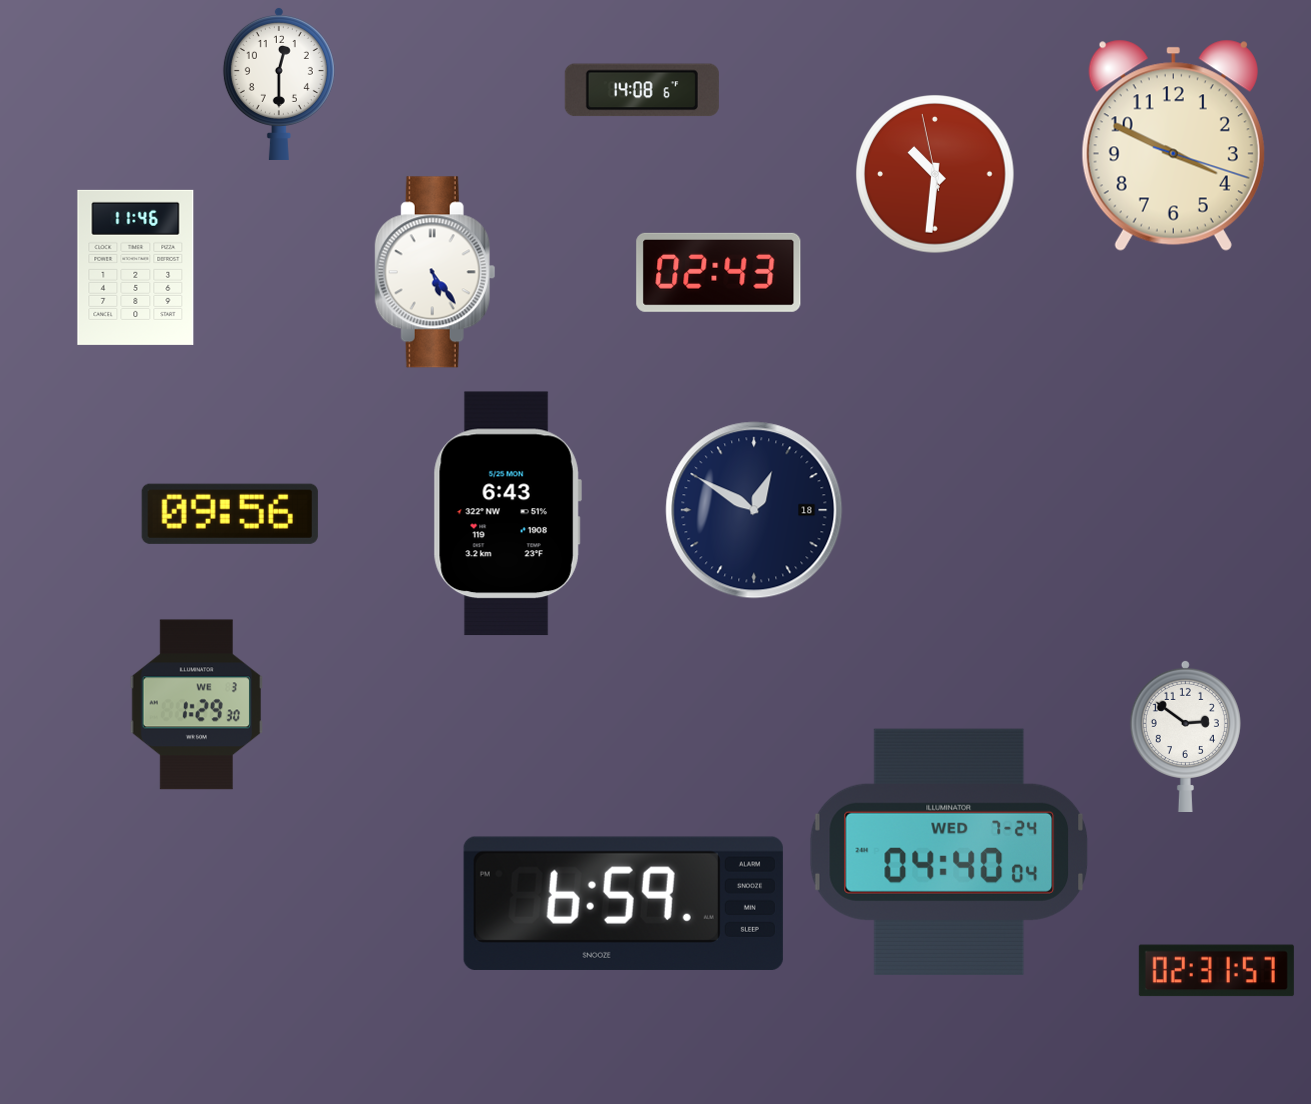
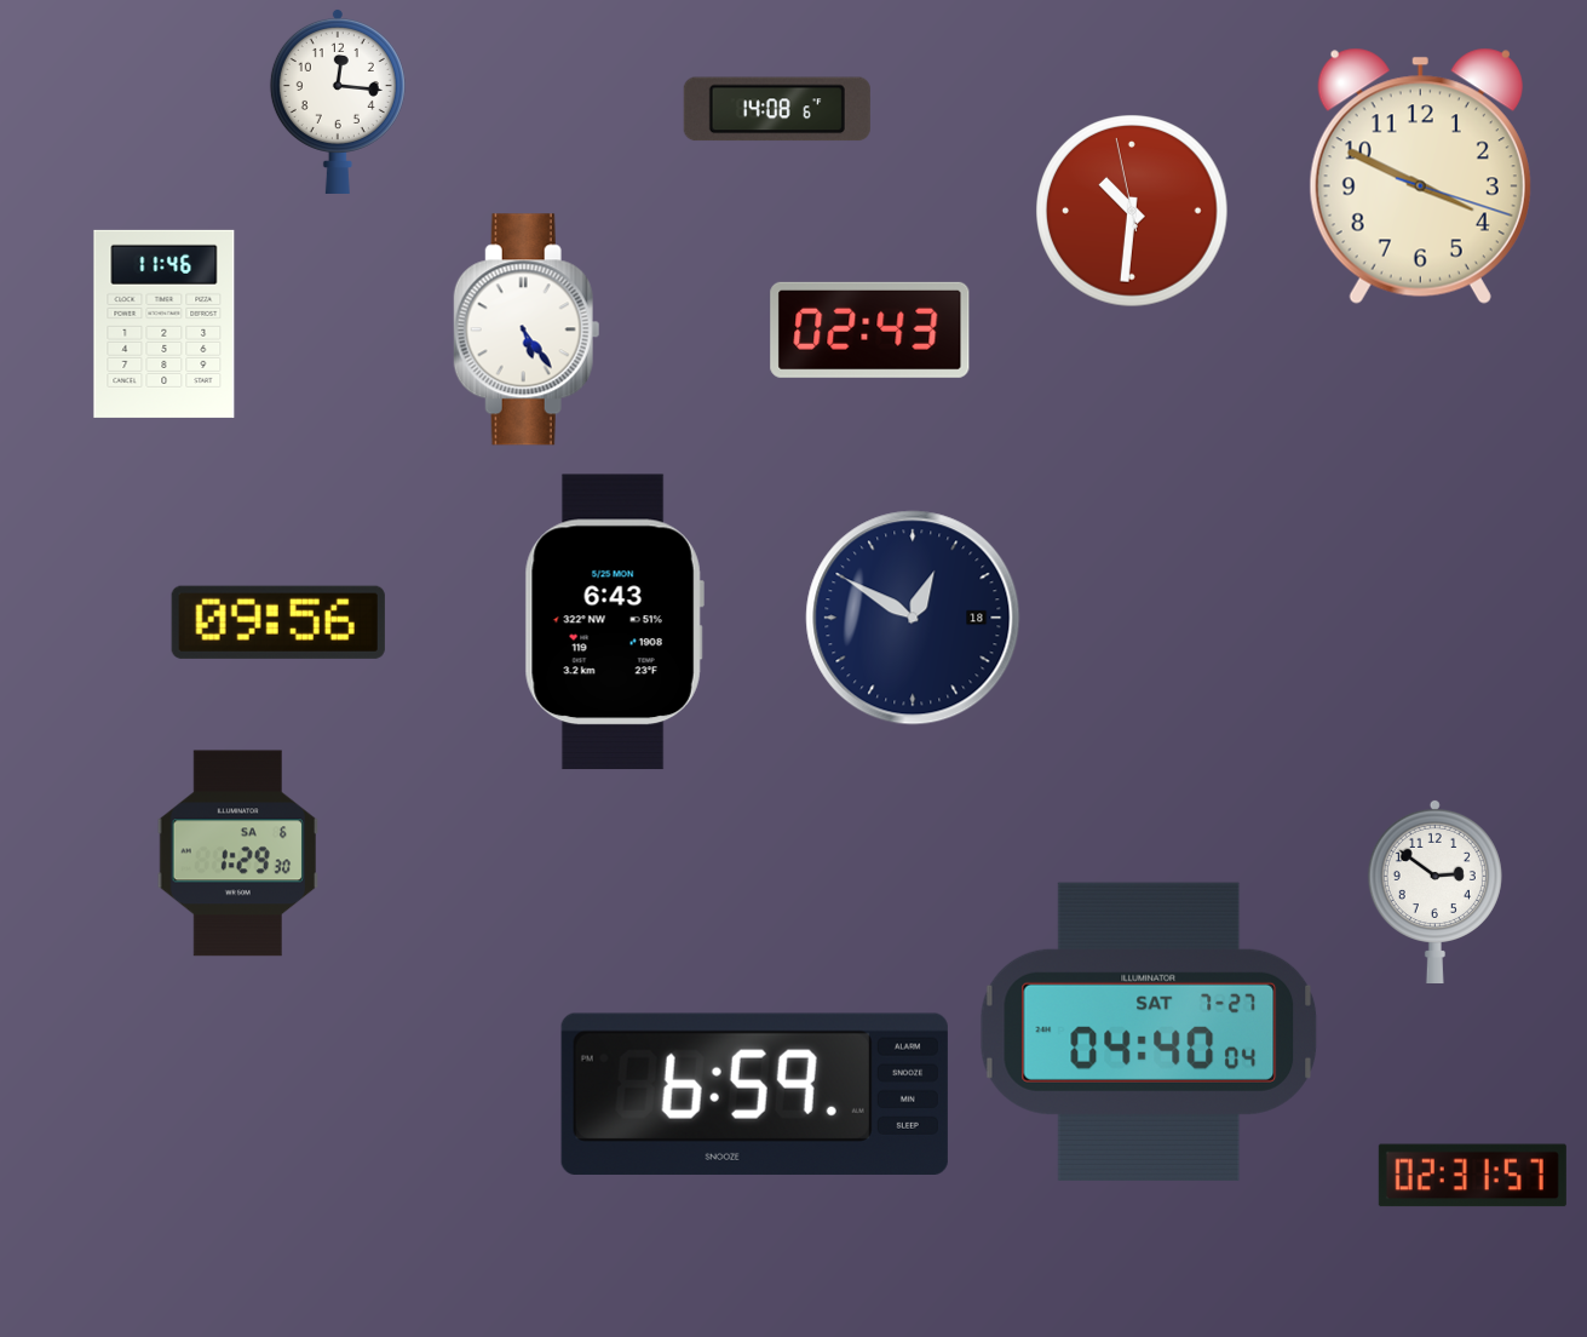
clock at (279, 83): 12:30 -> 12:16
clock at (196, 705) date: WE 3 -> SA 6
clock at (949, 852) date: WED 7-24 -> SAT 7-27
